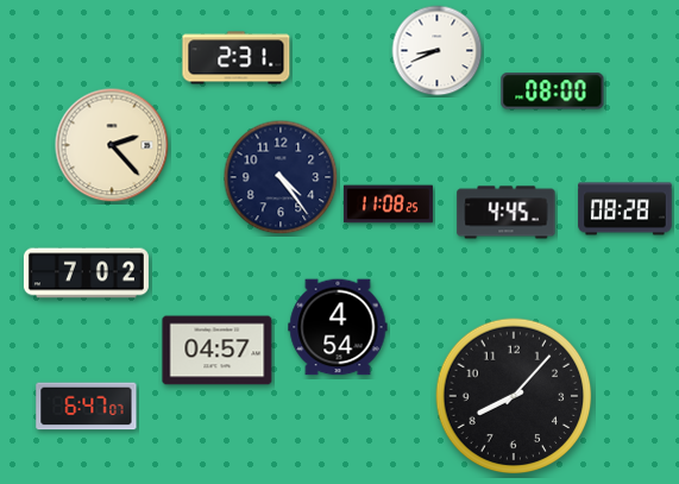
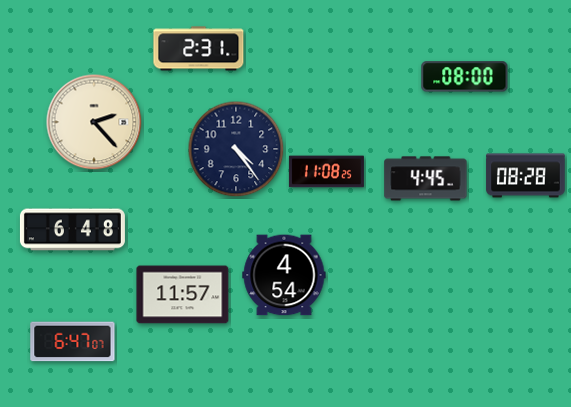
clock at (438, 51): 8:41 -> none
clock at (86, 274): 7:02 -> 6:48
clock at (218, 351): 04:57 -> 11:57
clock at (514, 396): 8:07 -> none
